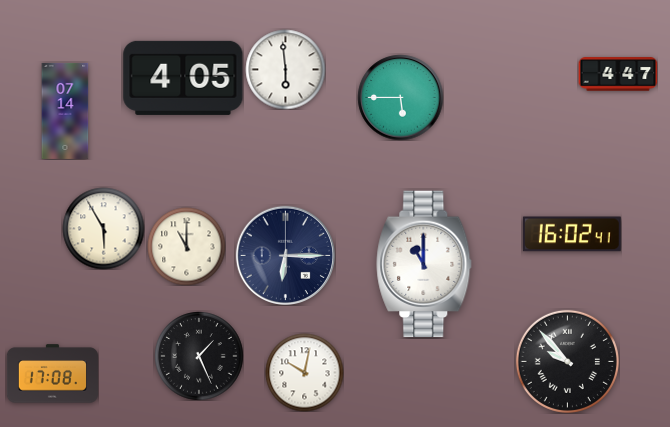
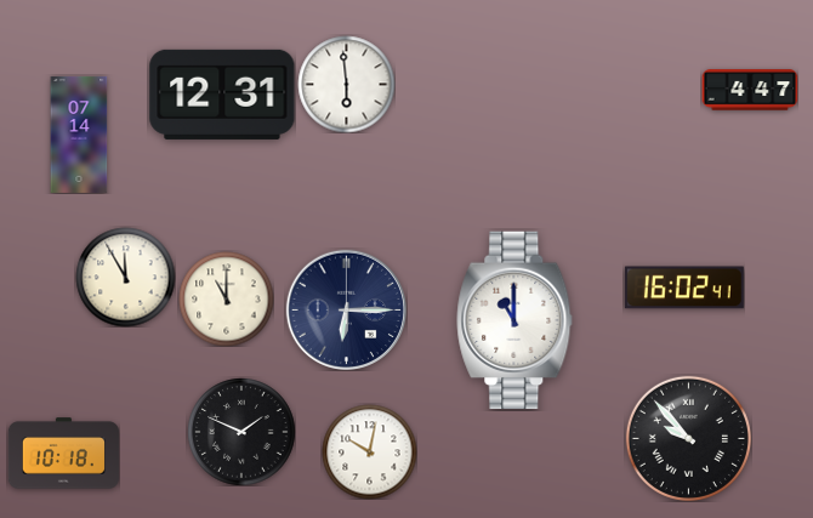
clock at (183, 78): 4:05 -> 12:31
clock at (400, 97): 5:45 -> none
clock at (103, 228): 5:55 -> 11:55
clock at (572, 234) position: (572, 234) -> (684, 288)
clock at (199, 356): 1:26 -> 1:49
clock at (52, 374): 17:08 -> 10:18
